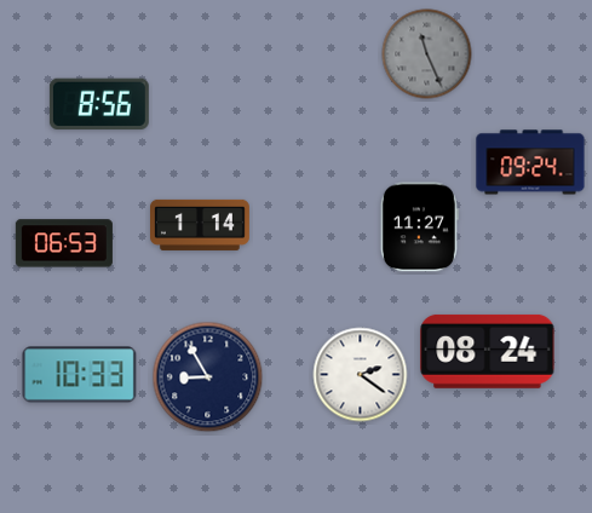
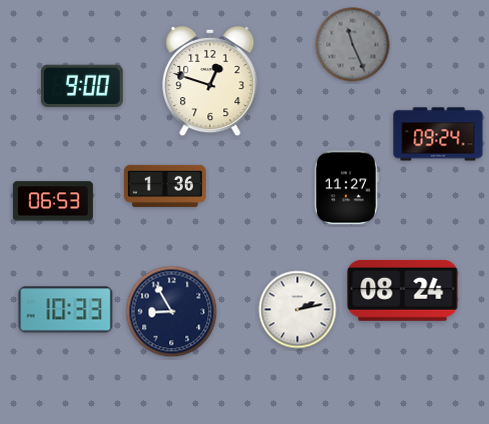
clock at (210, 81): none -> 12:48
clock at (99, 104): 8:56 -> 9:00
clock at (201, 225): 1:14 -> 1:36
clock at (361, 375): 2:21 -> 2:13
